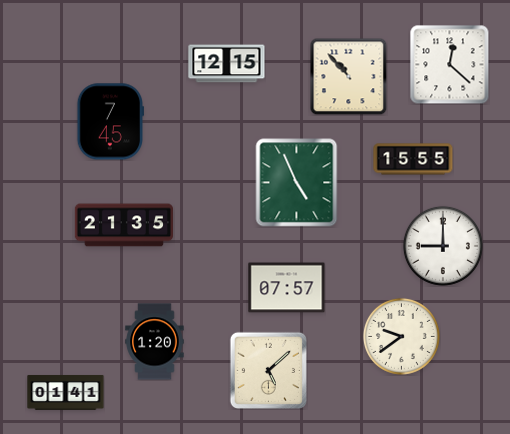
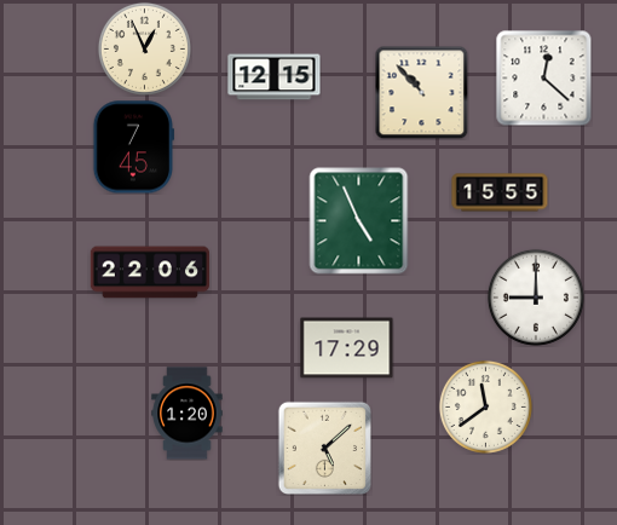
clock at (144, 48): none -> 12:56
clock at (123, 225): 21:35 -> 22:06
clock at (287, 288): 07:57 -> 17:29
clock at (401, 336): 9:39 -> 11:39
clock at (66, 392): 01:41 -> none
